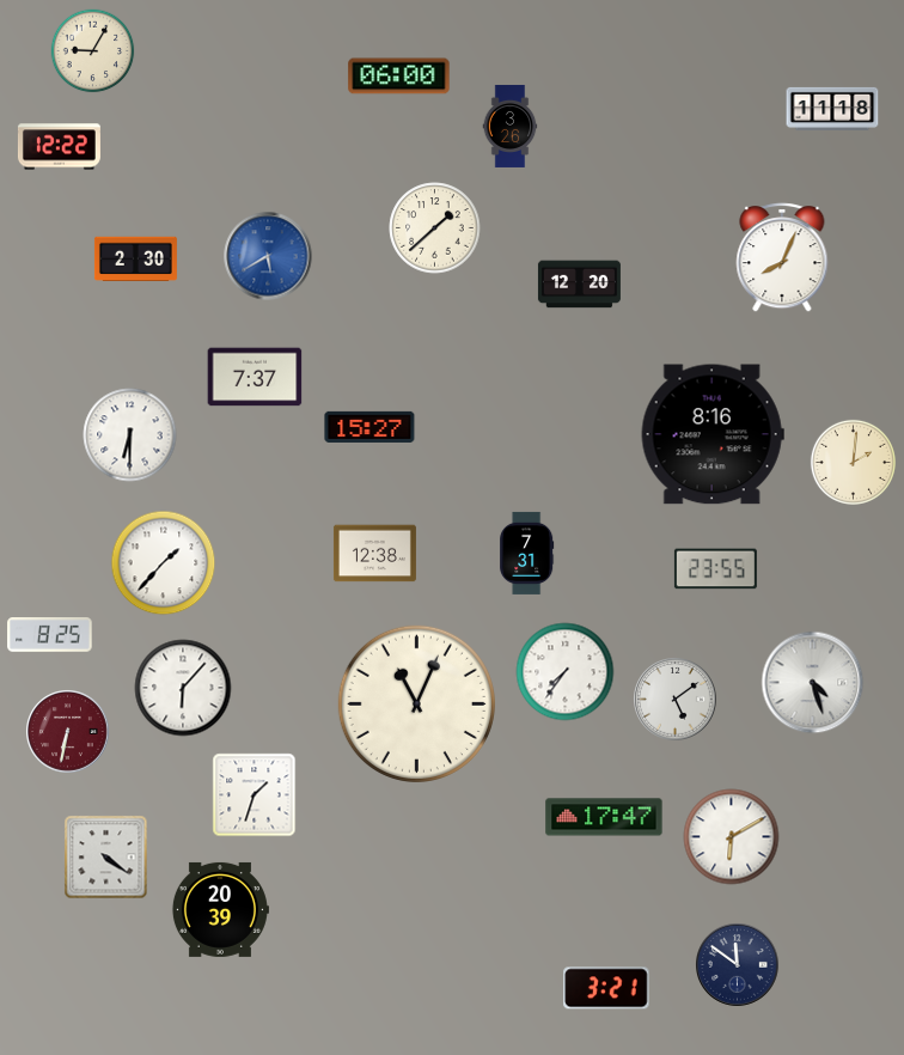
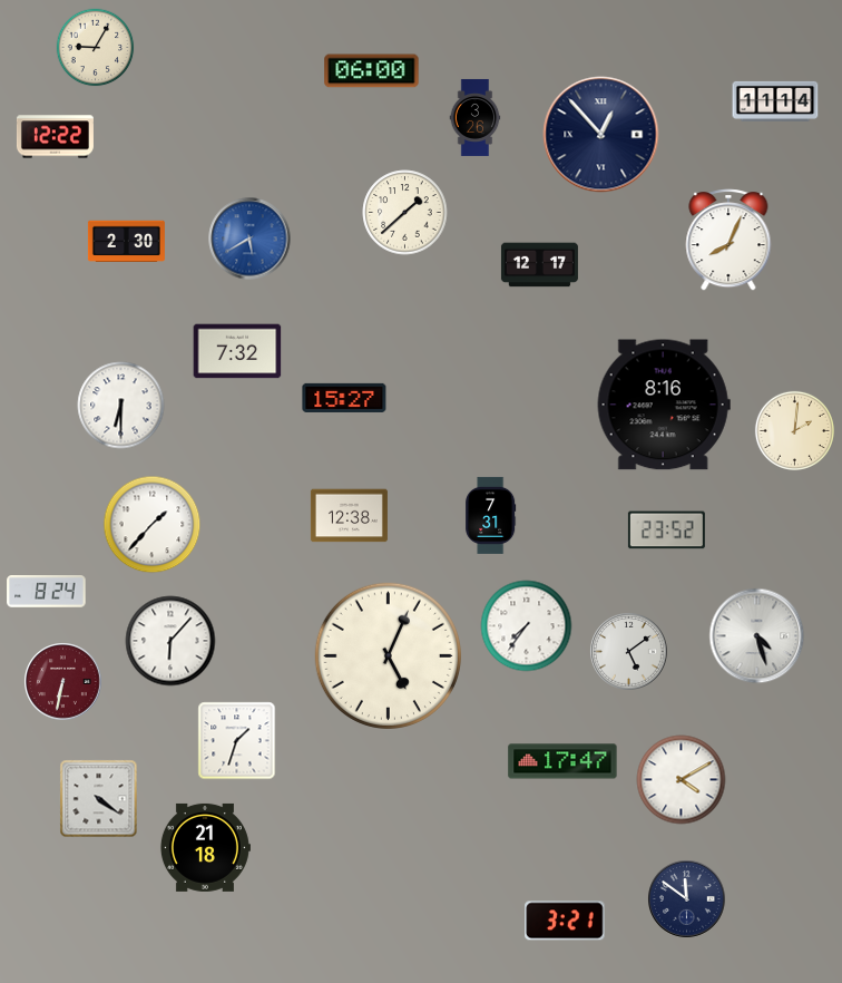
clock at (93, 51) position: (93, 51) -> (96, 48)
clock at (832, 109): 11:18 -> 11:14
clock at (601, 135): none -> 12:53
clock at (579, 285): 12:20 -> 12:17
clock at (255, 377): 7:37 -> 7:32
clock at (715, 569): 23:55 -> 23:52
clock at (50, 635): 8:25 -> 8:24
clock at (416, 703): 11:04 -> 5:04
clock at (732, 837): 6:10 -> 4:10
clock at (220, 909): 20:39 -> 21:18
